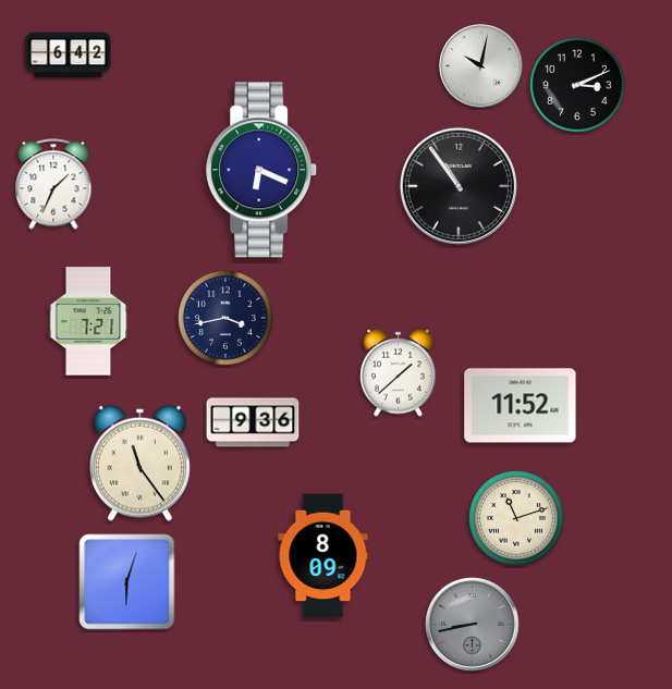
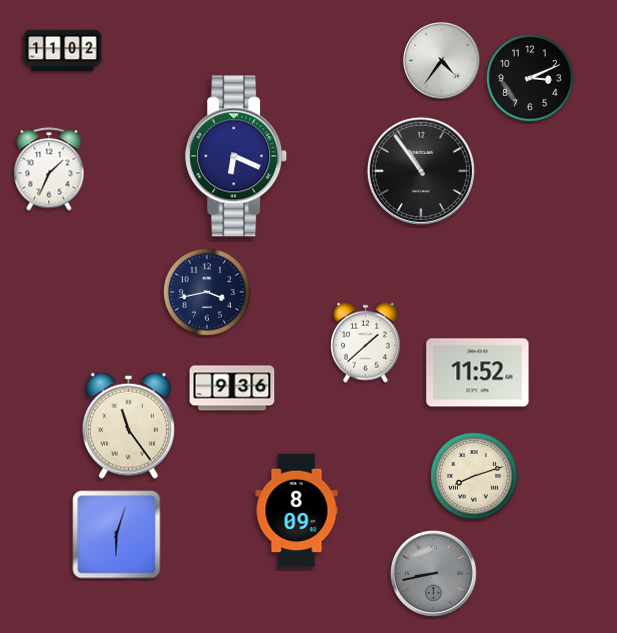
clock at (69, 56): 6:42 -> 11:02
clock at (481, 66): 10:02 -> 4:36
clock at (262, 170) position: (262, 170) -> (237, 156)
clock at (88, 321): 7:21 -> none
clock at (516, 518): 11:12 -> 8:12
